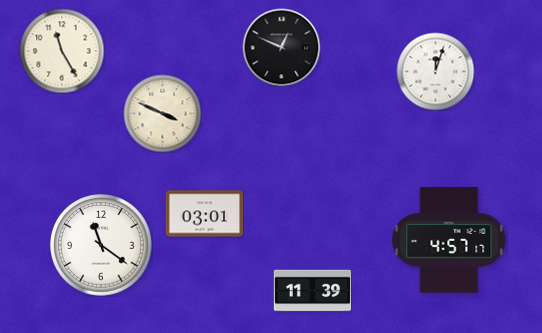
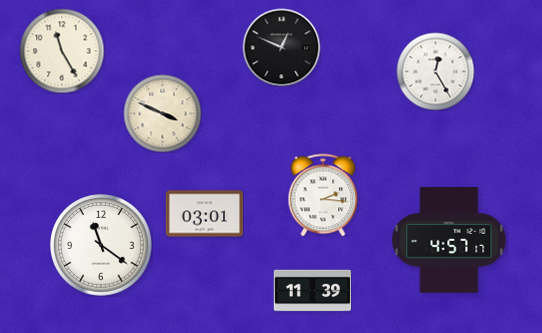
clock at (435, 71): 12:03 -> 12:25
clock at (323, 195): none -> 2:16
